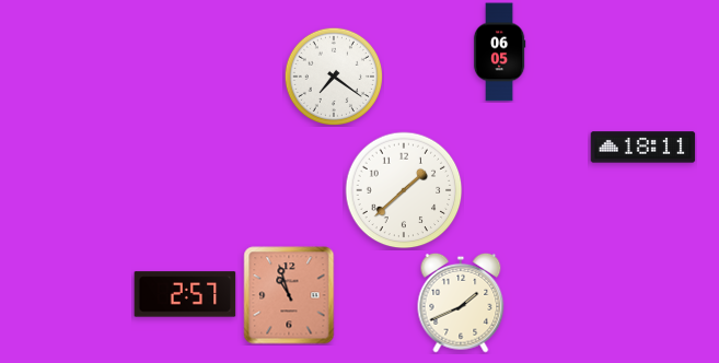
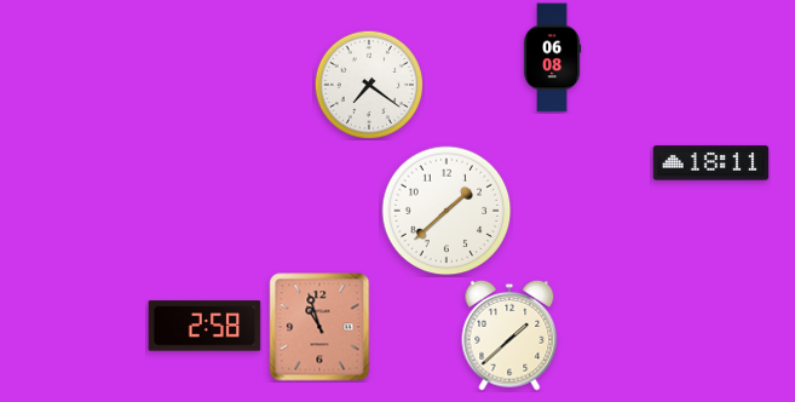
clock at (499, 52): 06:05 -> 06:08
clock at (185, 294): 2:57 -> 2:58
clock at (461, 303): 1:41 -> 1:38
